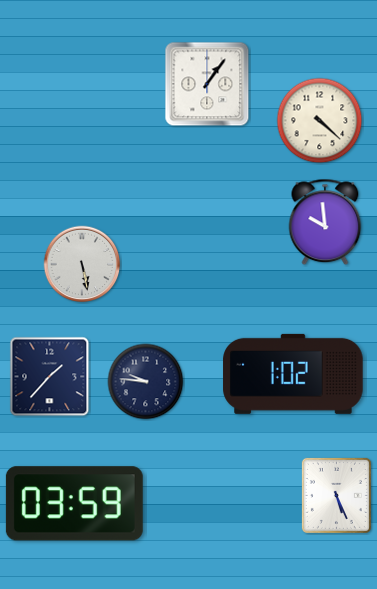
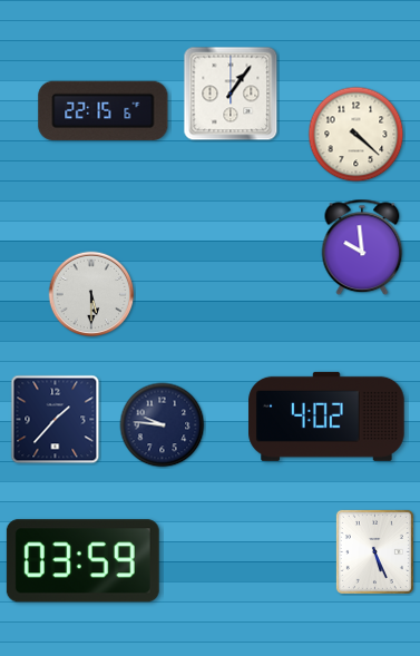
clock at (104, 110): none -> 22:15
clock at (82, 264): 5:28 -> 5:30
clock at (293, 374): 1:02 -> 4:02
